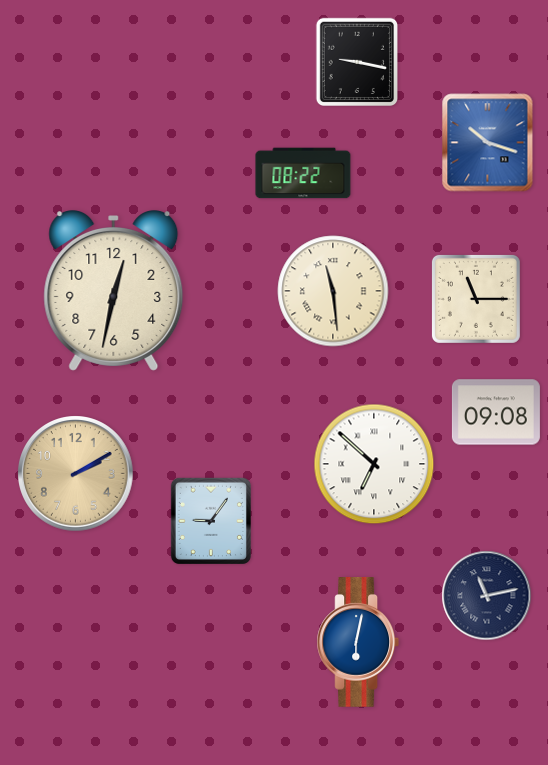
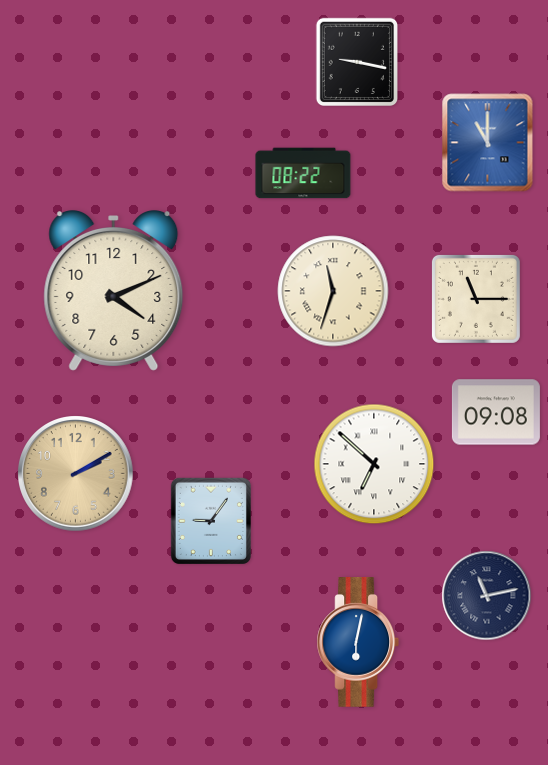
clock at (488, 143): 10:18 -> 11:00
clock at (114, 291): 12:32 -> 4:11
clock at (333, 291): 11:29 -> 11:33
